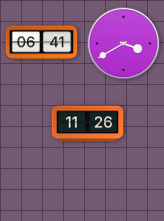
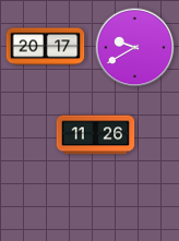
clock at (42, 43): 06:41 -> 20:17
clock at (124, 44): 3:40 -> 9:40
